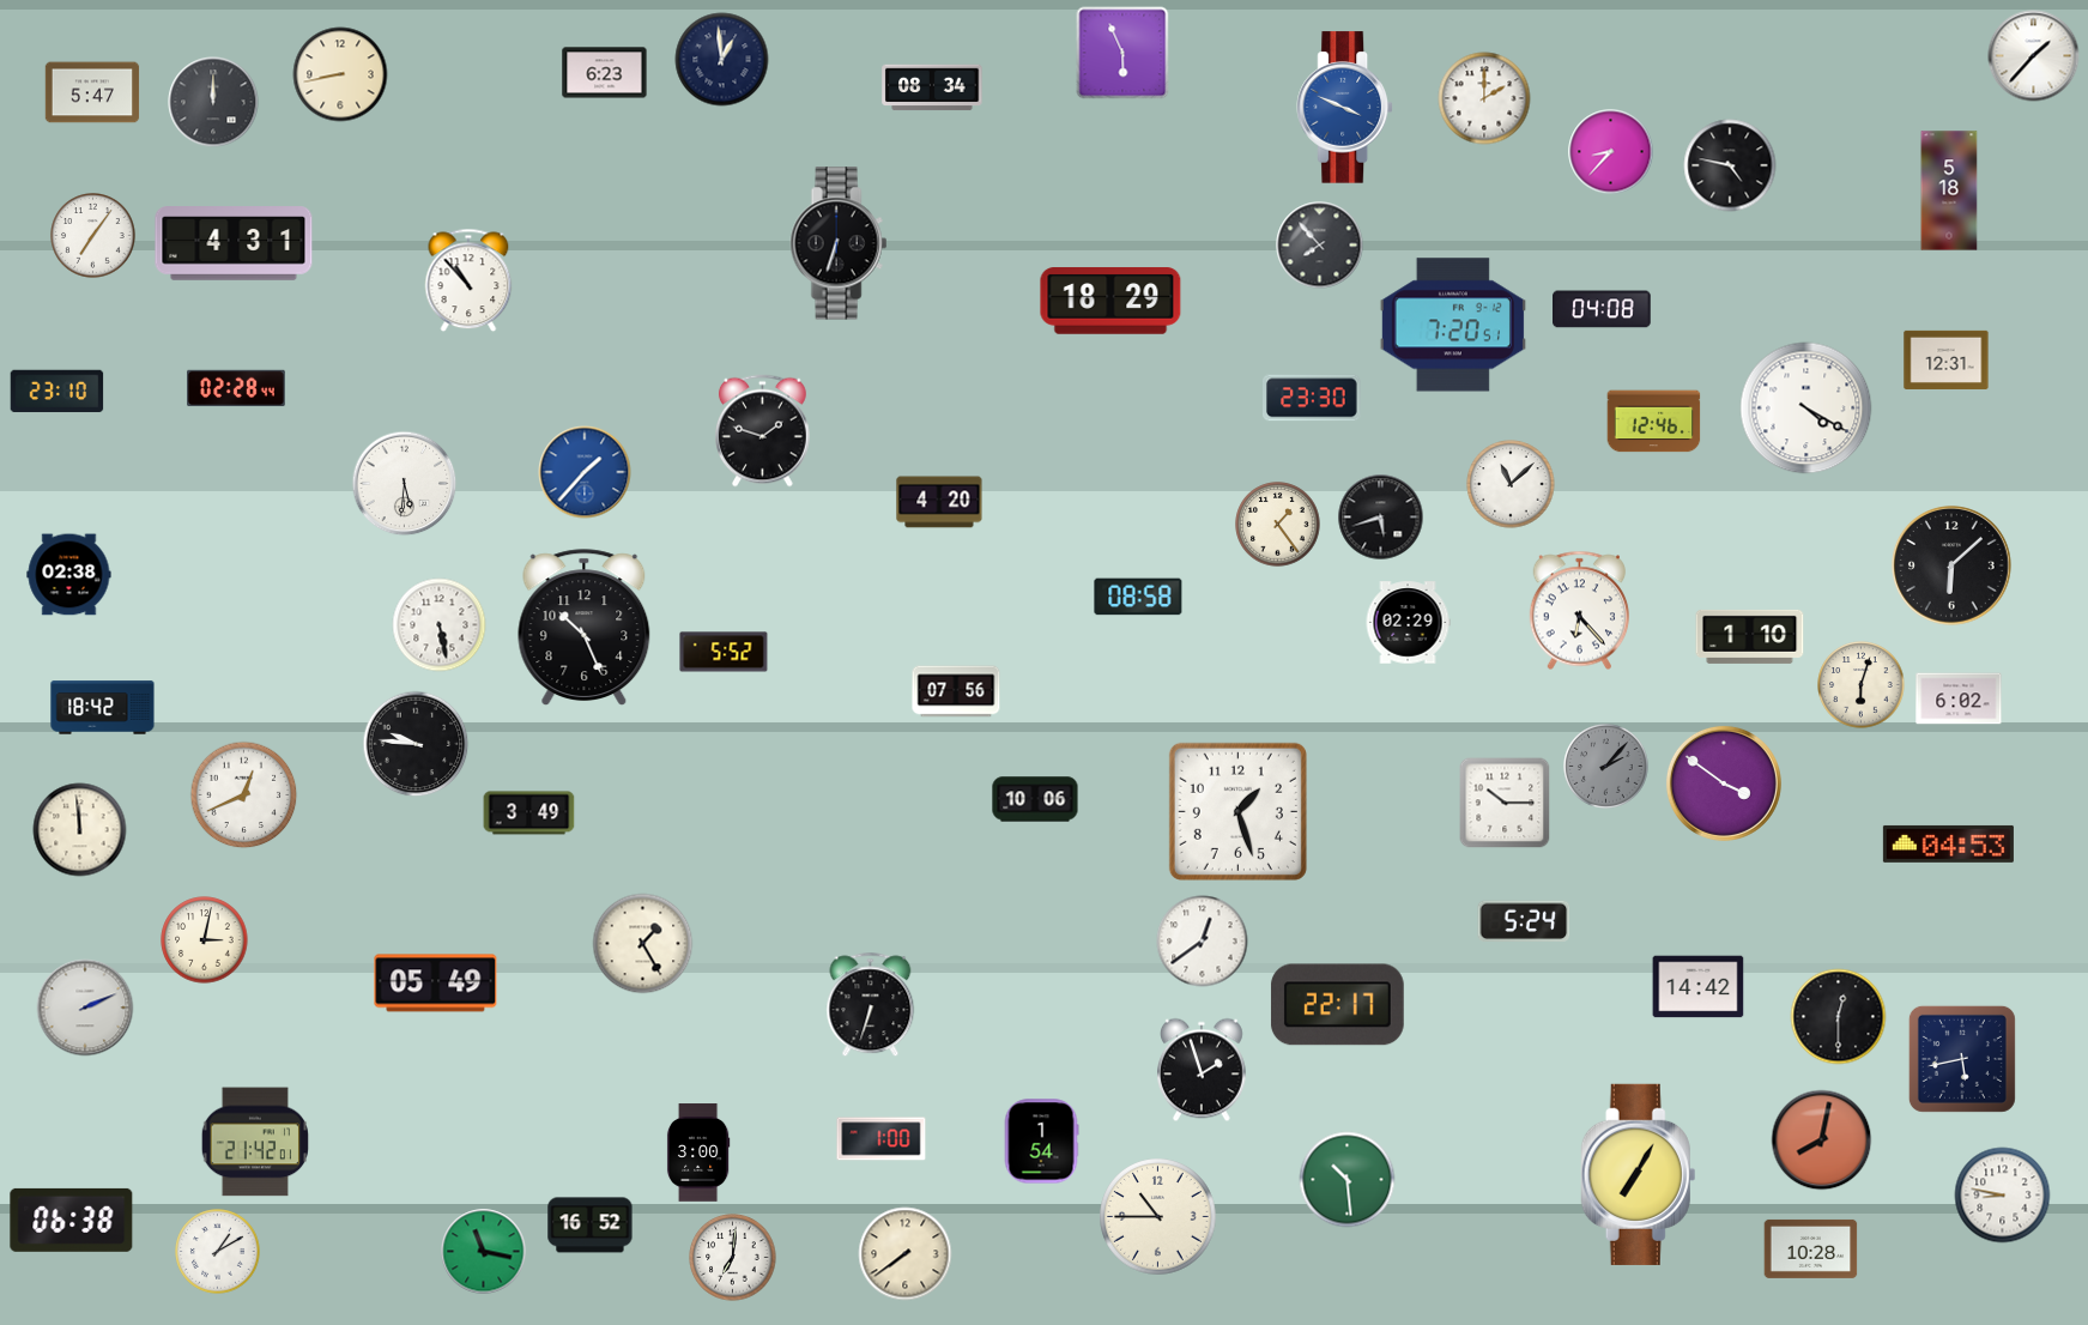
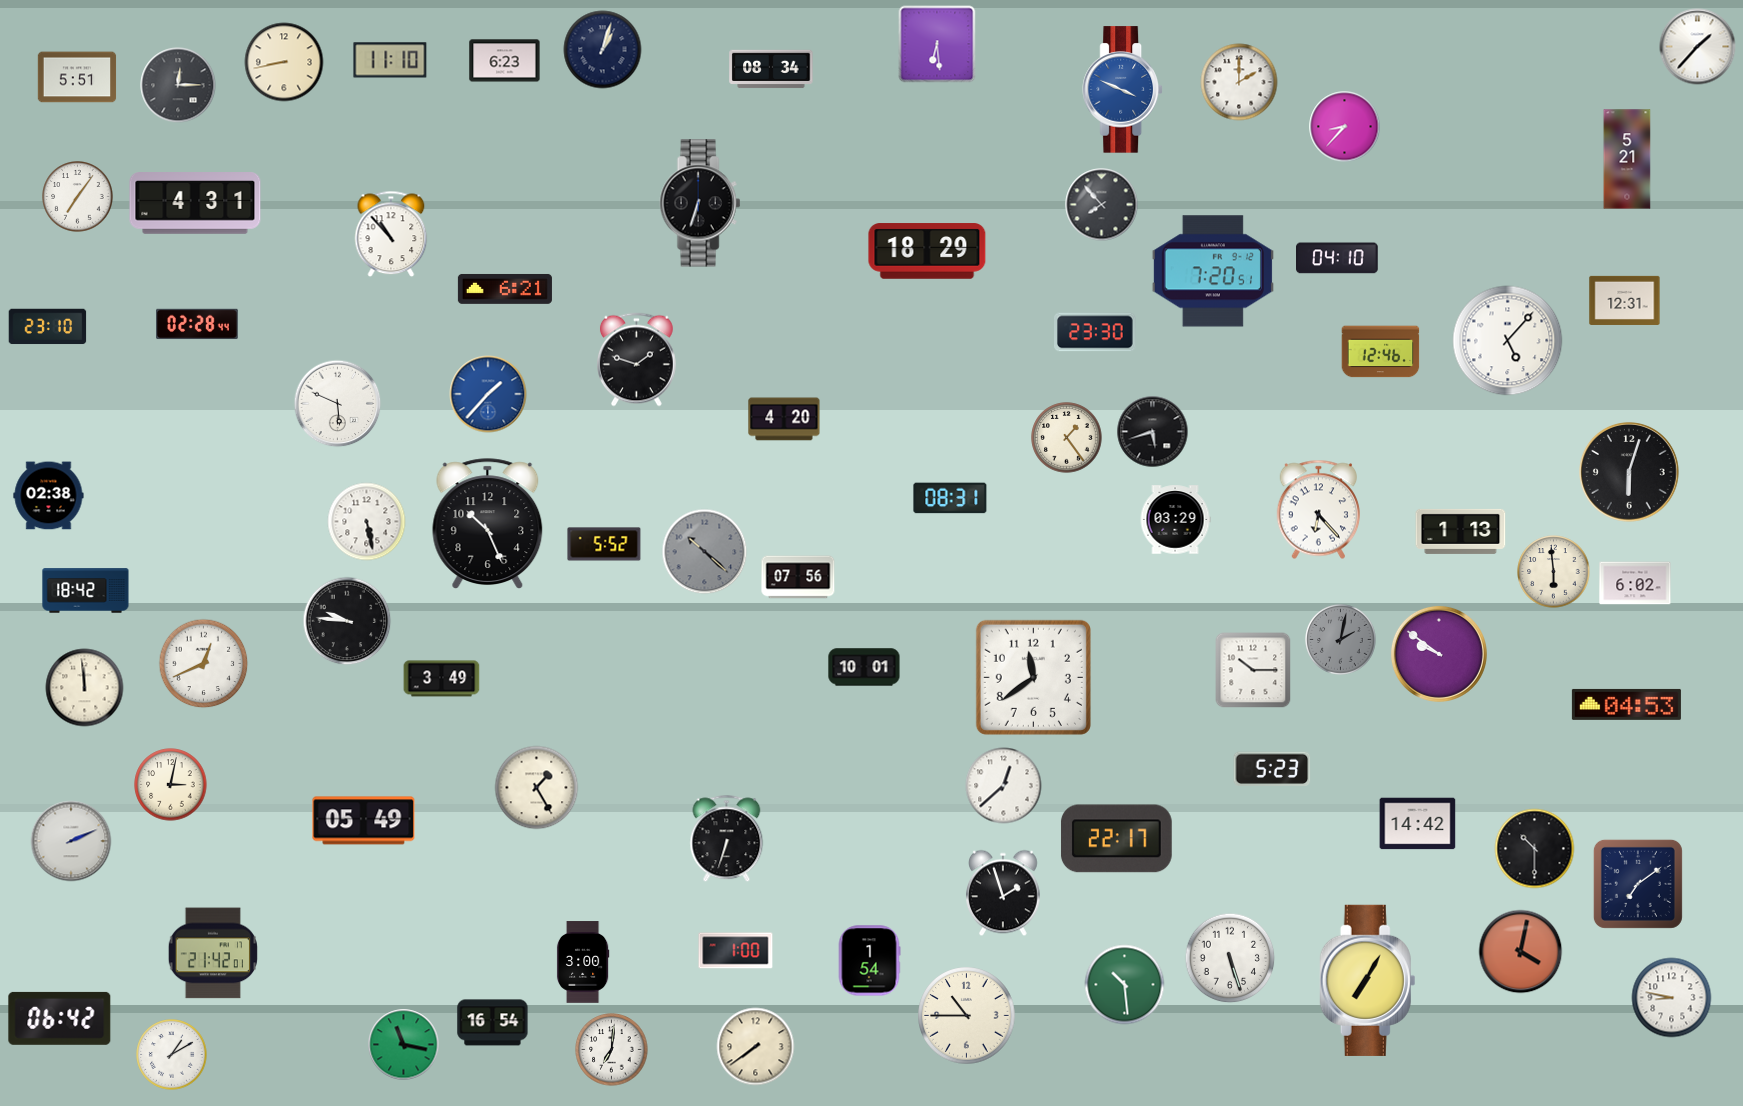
clock at (1122, 53): 5:56 -> 6:29
clock at (722, 60): 12:59 -> 1:03
clock at (390, 60): none -> 11:10
clock at (932, 87) position: (932, 87) -> (771, 69)
clock at (92, 92): 5:47 -> 5:51
clock at (213, 102): 12:00 -> 12:15
clock at (1730, 165): 4:47 -> none
clock at (1949, 190): 5:18 -> 5:21
clock at (1603, 309): 04:08 -> 04:10
clock at (505, 289): none -> 6:21
clock at (1806, 409): 4:20 -> 5:07
clock at (405, 484): 5:31 -> 5:49
clock at (1511, 484): 11:08 -> none
clock at (1953, 567): 6:08 -> 6:03
clock at (69, 575) position: (69, 575) -> (49, 496)
clock at (1138, 597): 08:58 -> 08:31
clock at (1408, 623): 02:29 -> 03:29
clock at (1750, 636): 1:10 -> 1:13
clock at (705, 552): none -> 10:22
clock at (1862, 685): 6:03 -> 5:59
clock at (1606, 767): 2:07 -> 2:02
clock at (1724, 783): 3:51 -> 9:51
clock at (1035, 799): 10:06 -> 10:01
clock at (1505, 803) position: (1505, 803) -> (1253, 670)
clock at (1237, 811): 1:27 -> 11:39
clock at (80, 830) position: (80, 830) -> (85, 688)
clock at (1524, 921): 5:24 -> 5:23
clock at (1203, 942): 12:39 -> 12:38
clock at (1839, 1017): 12:30 -> 10:30
clock at (1962, 1059): 5:43 -> 7:09
clock at (1822, 1141): 8:02 -> 4:02
clock at (1041, 1142) position: (1041, 1142) -> (869, 961)
clock at (1230, 958): none -> 5:27
clock at (72, 1220): 06:38 -> 06:42
clock at (591, 1226): 16:52 -> 16:54
clock at (1811, 1248): 10:28 -> none
clock at (218, 1252) position: (218, 1252) -> (172, 1055)
